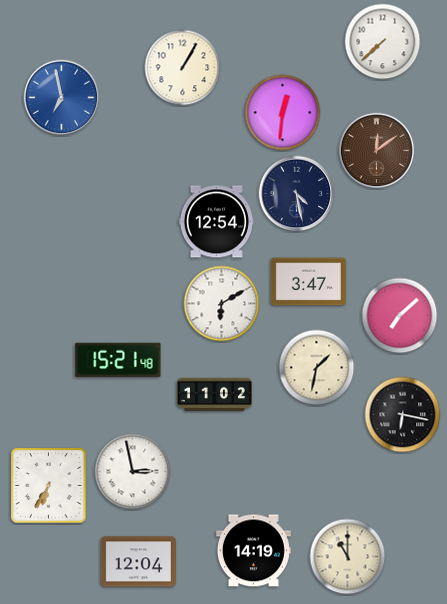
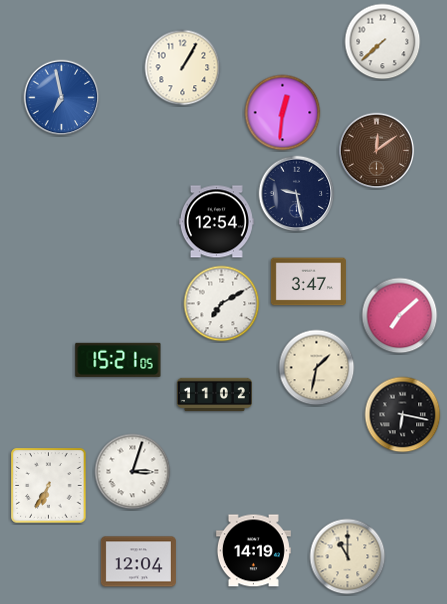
clock at (297, 194): 4:28 -> 9:28
clock at (222, 304): 6:10 -> 7:10
clock at (118, 360): 15:21:48 -> 15:21:05
clock at (133, 472): 2:58 -> 3:03
